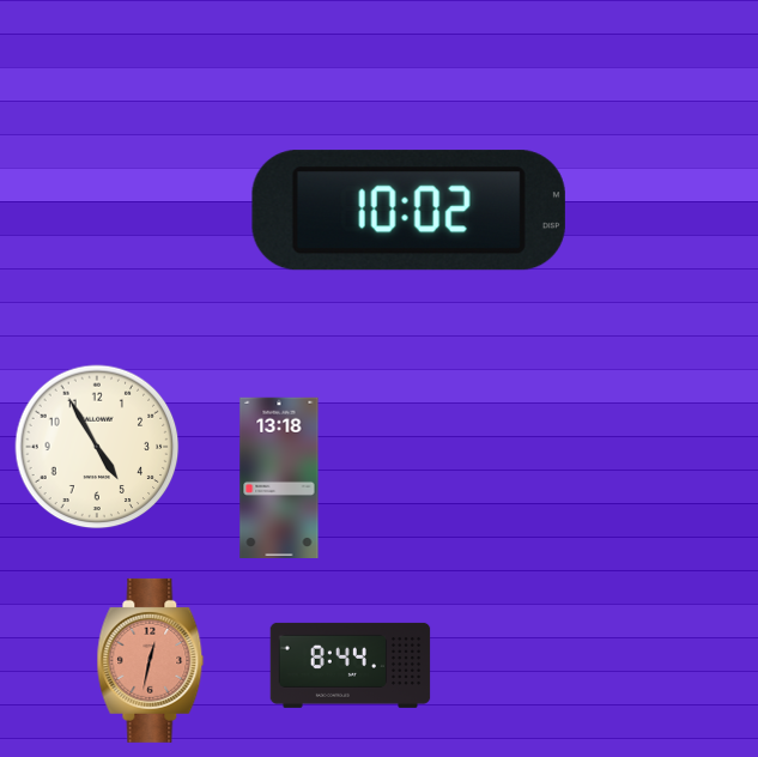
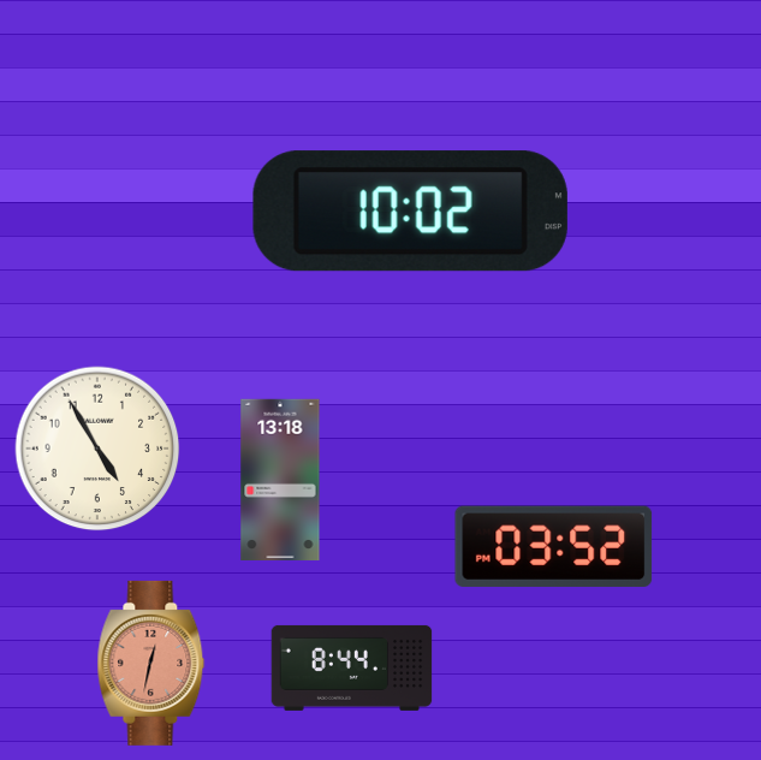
clock at (554, 546): none -> 03:52
